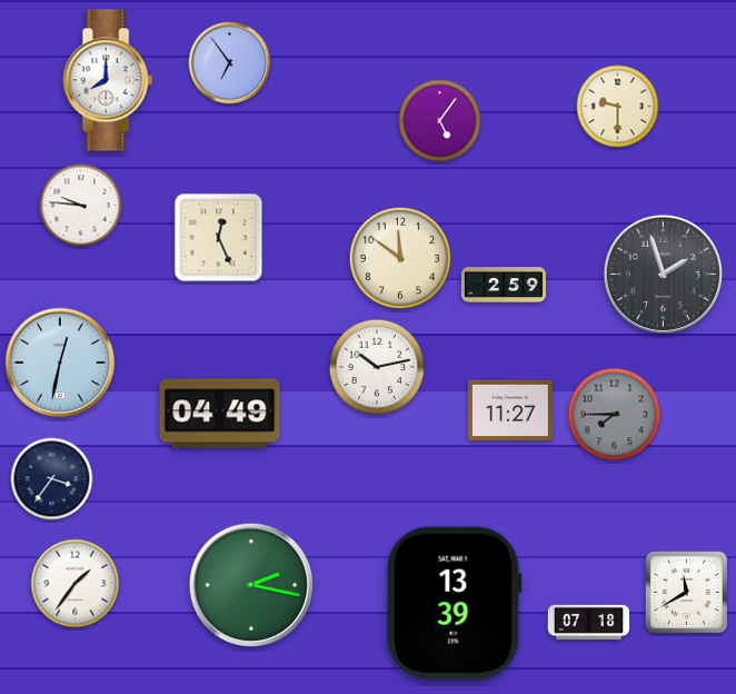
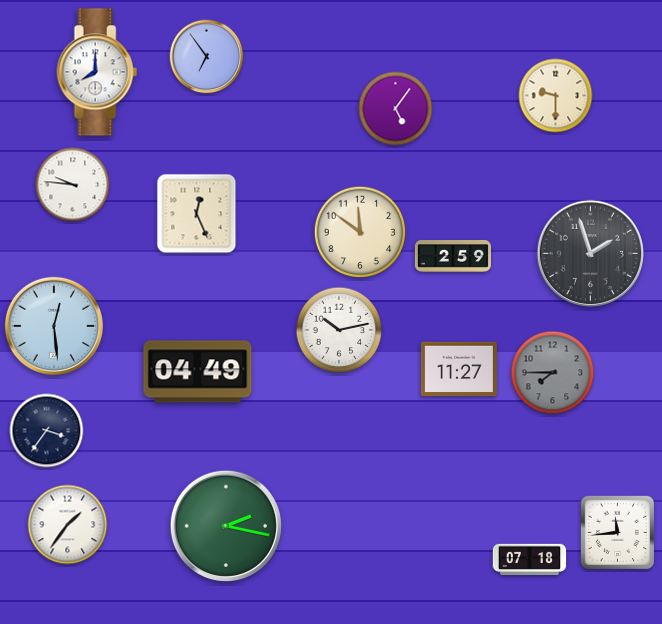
clock at (663, 274) position: (663, 274) -> (590, 253)
clock at (60, 363): 12:32 -> 12:29
clock at (686, 592): 11:40 -> 11:44
clock at (454, 603): 13:39 -> none
